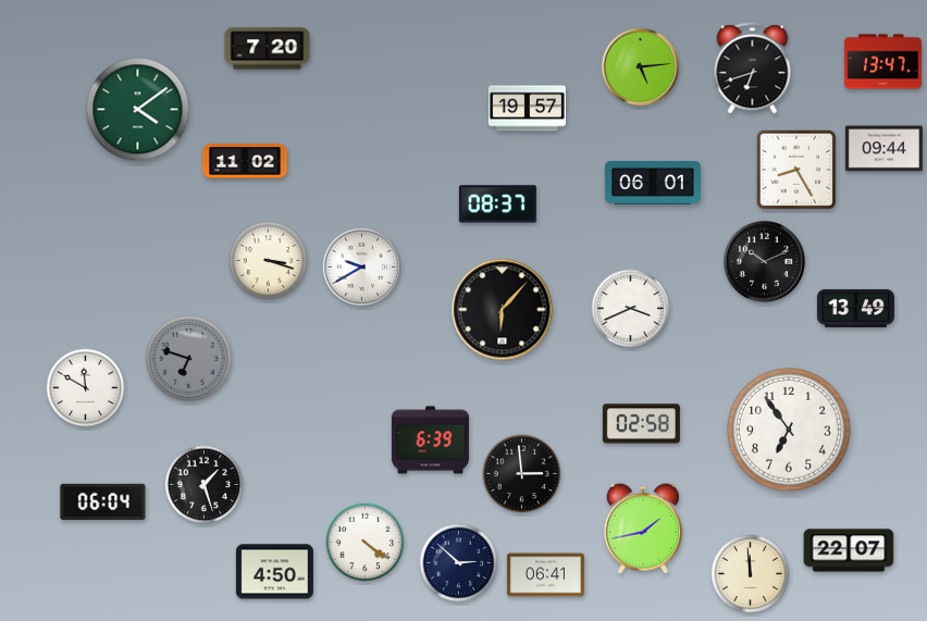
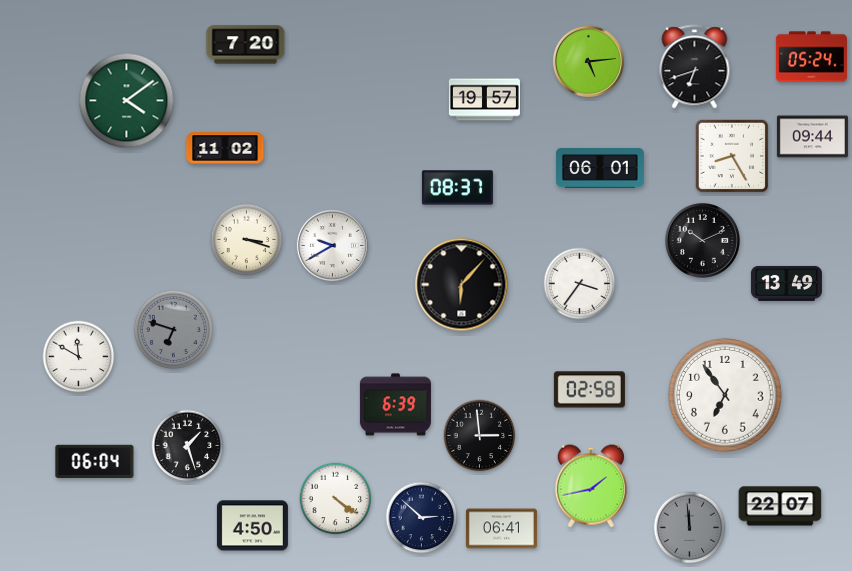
clock at (882, 62): 13:47 -> 05:24
clock at (753, 69) position: (753, 69) -> (695, 67)
clock at (631, 309): 3:41 -> 3:36
clock at (751, 574) dial: cream -> grey
